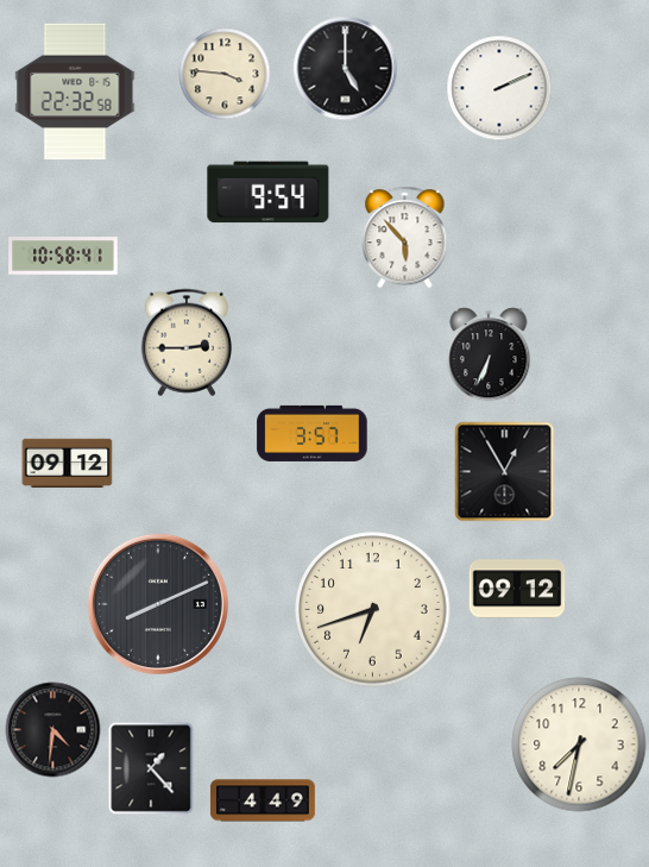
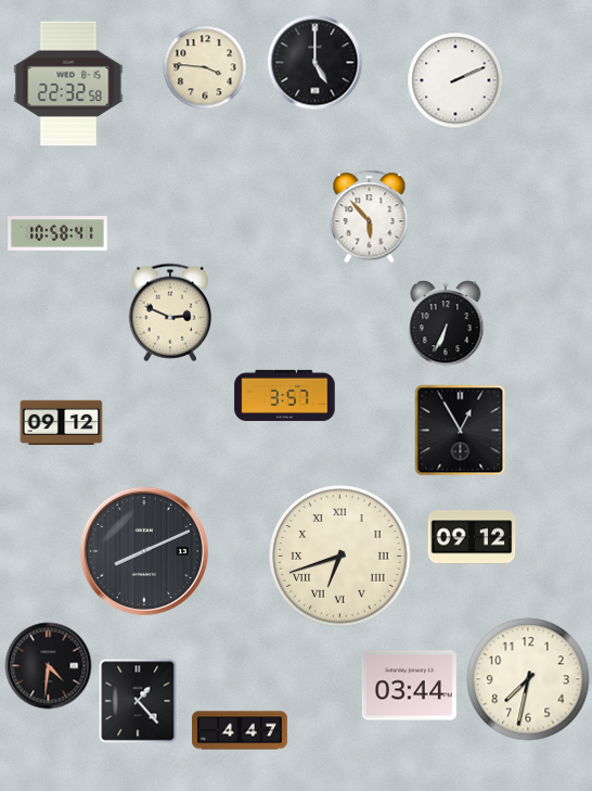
clock at (269, 193): 9:54 -> none
clock at (185, 343): 2:45 -> 2:49
clock at (373, 610) numerals: Arabic -> Roman
clock at (409, 686): none -> 03:44
clock at (263, 800): 4:49 -> 4:47
